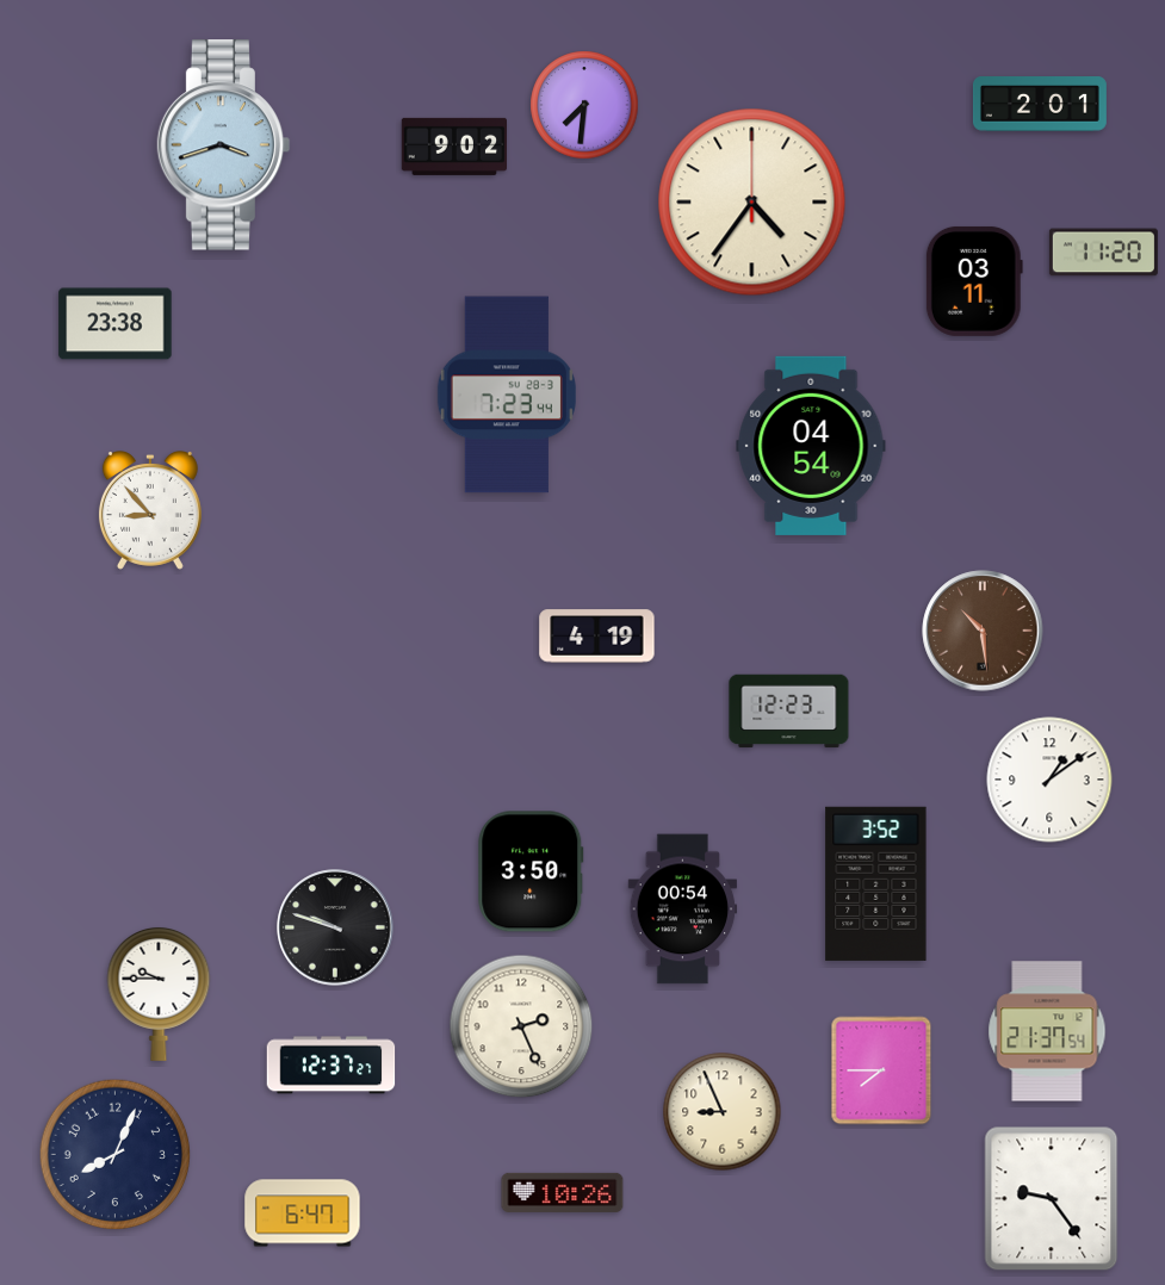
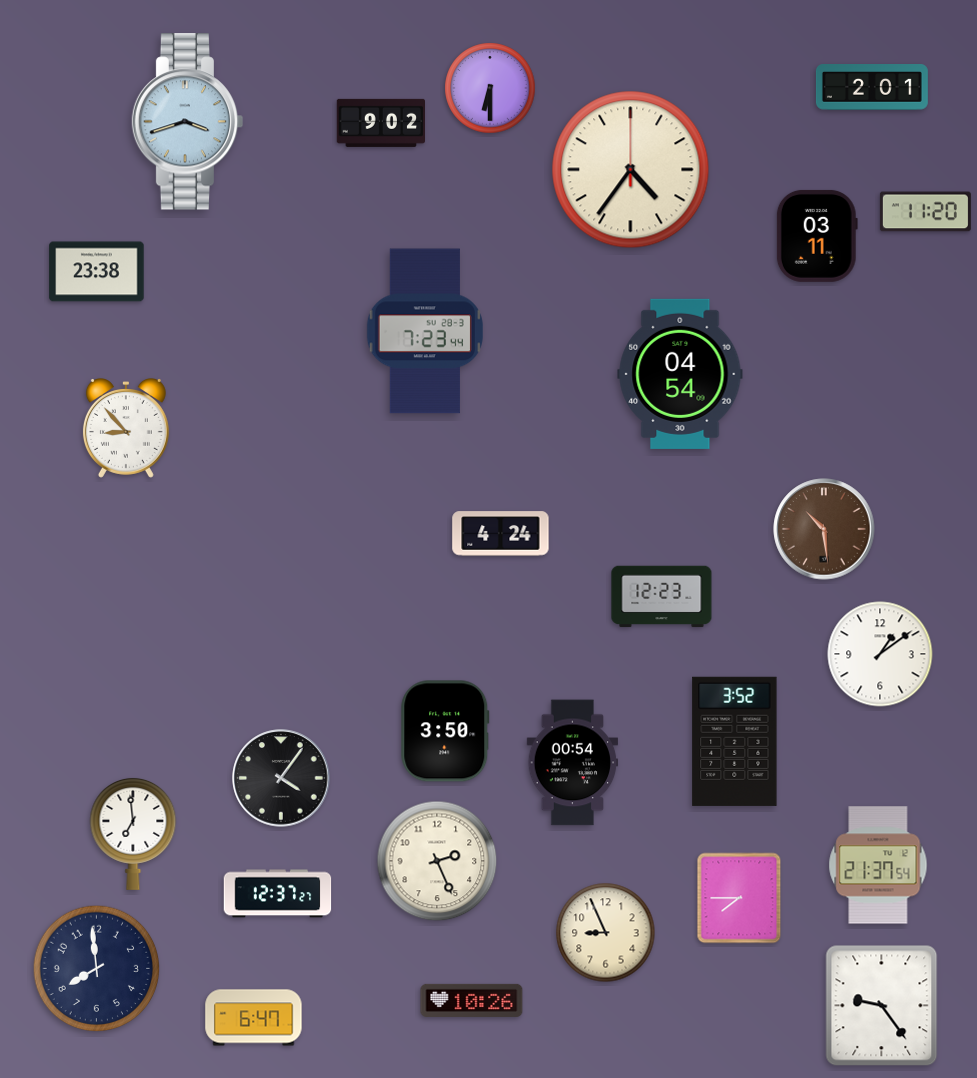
clock at (584, 105): 7:31 -> 6:30
clock at (597, 637): 4:19 -> 4:24
clock at (335, 927): 9:48 -> 4:06
clock at (159, 993): 9:45 -> 6:59
clock at (116, 1155): 8:04 -> 7:59
